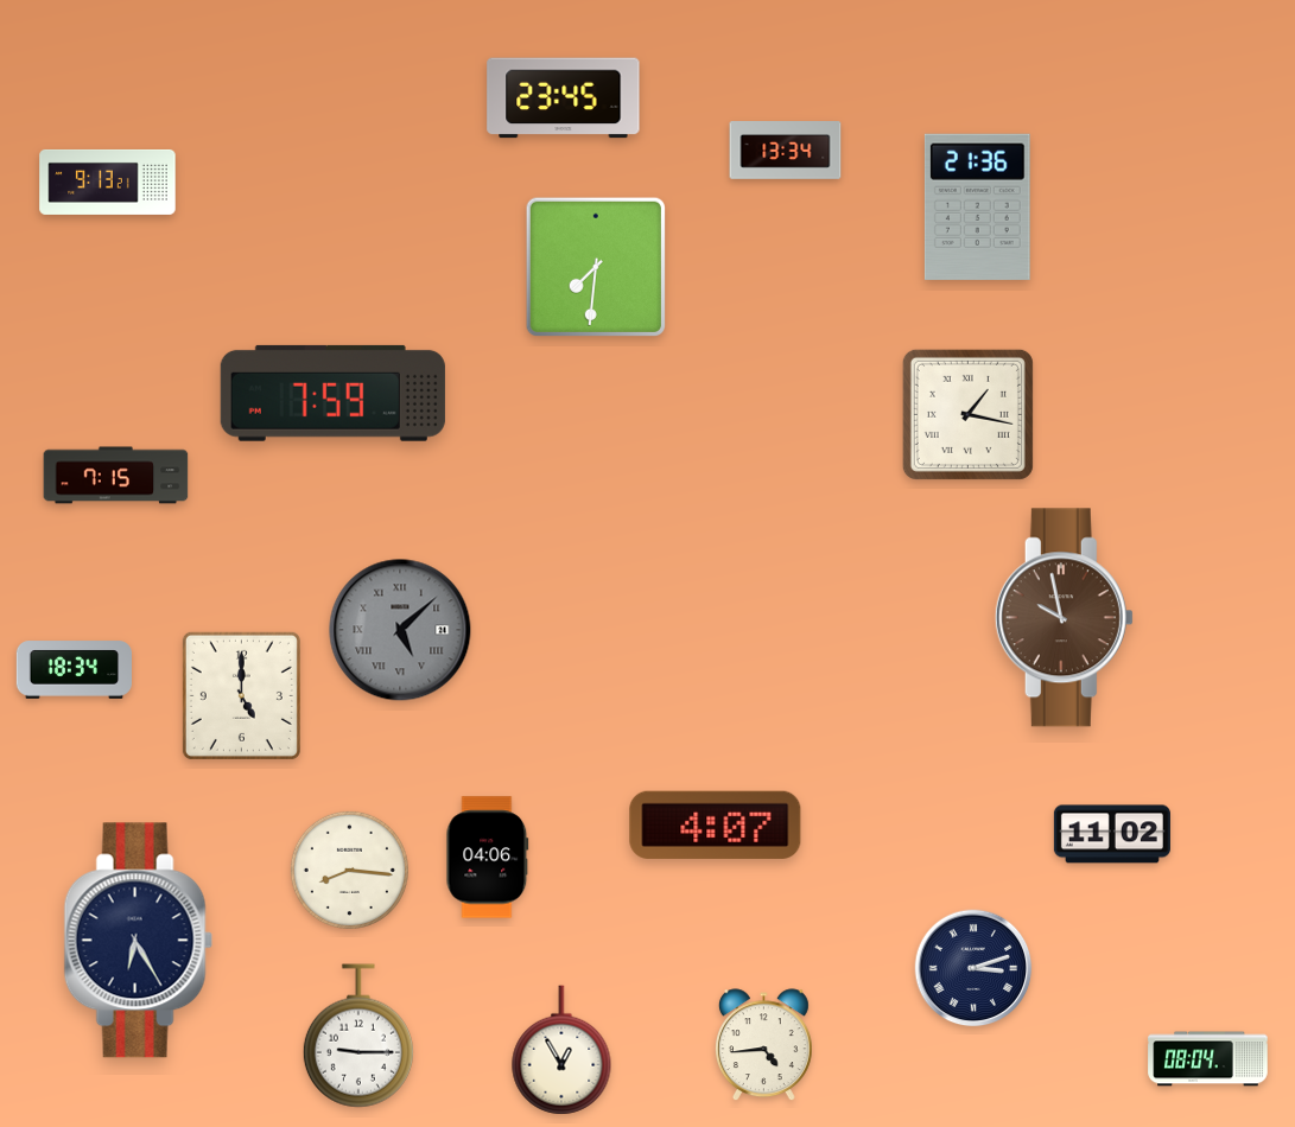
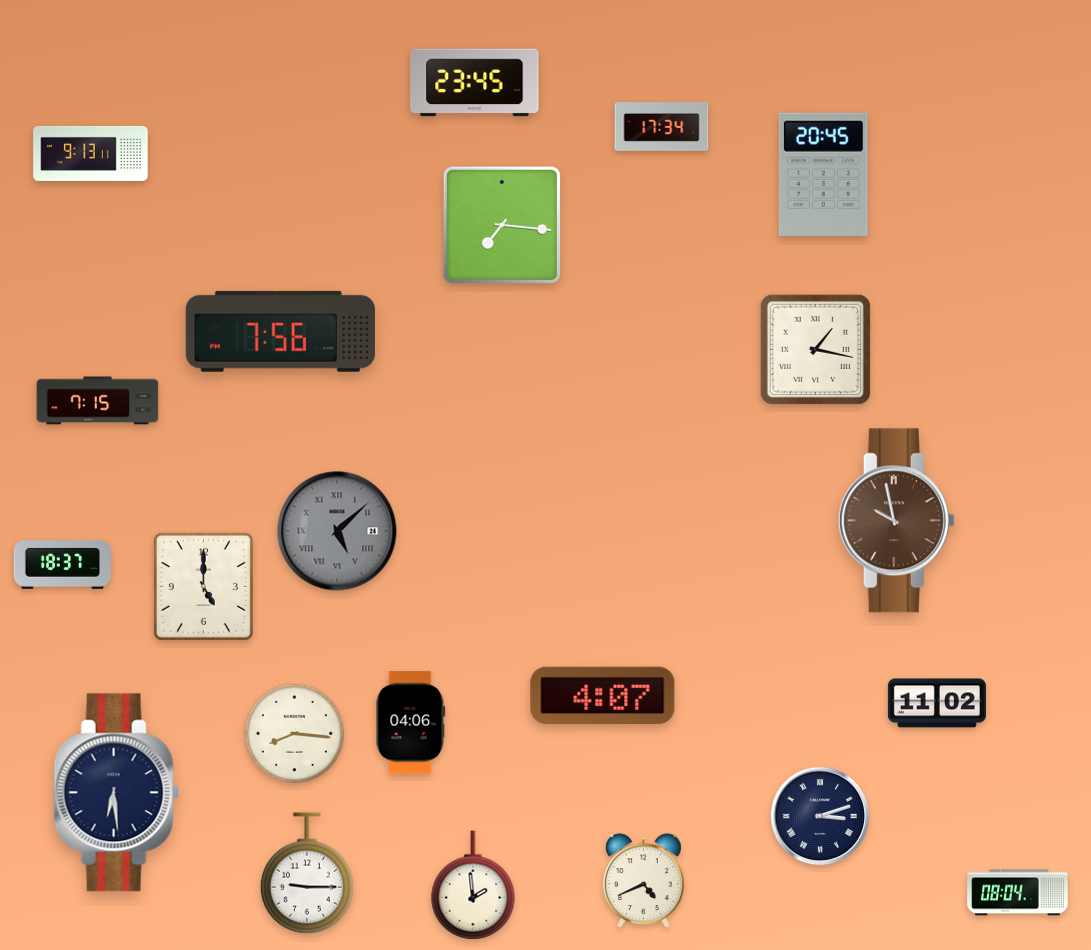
clock at (786, 151): 13:34 -> 17:34
clock at (108, 182): 9:13:21 -> 9:13:11
clock at (977, 206): 21:36 -> 20:45
clock at (595, 266): 7:31 -> 7:16
clock at (332, 393): 7:59 -> 7:56
clock at (75, 670): 18:34 -> 18:37
clock at (138, 941): 6:25 -> 6:29
clock at (358, 1036) position: (358, 1036) -> (307, 873)
clock at (763, 1045): 4:44 -> 4:41
clock at (561, 1050): 12:55 -> 1:59
